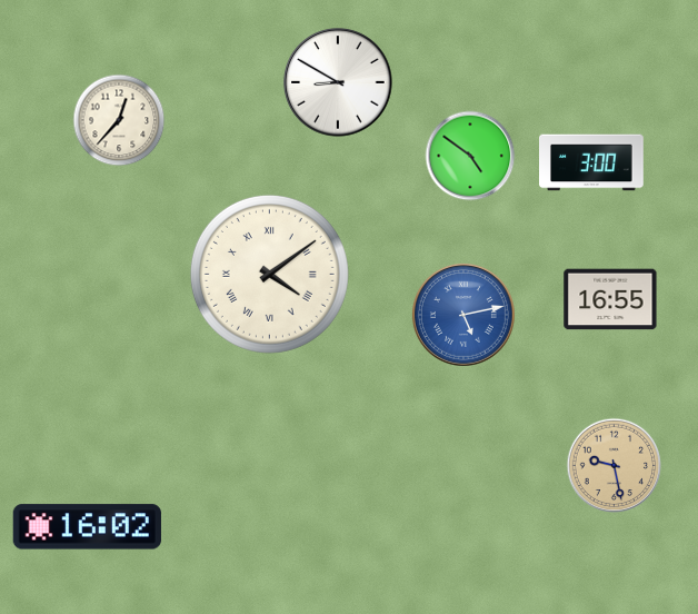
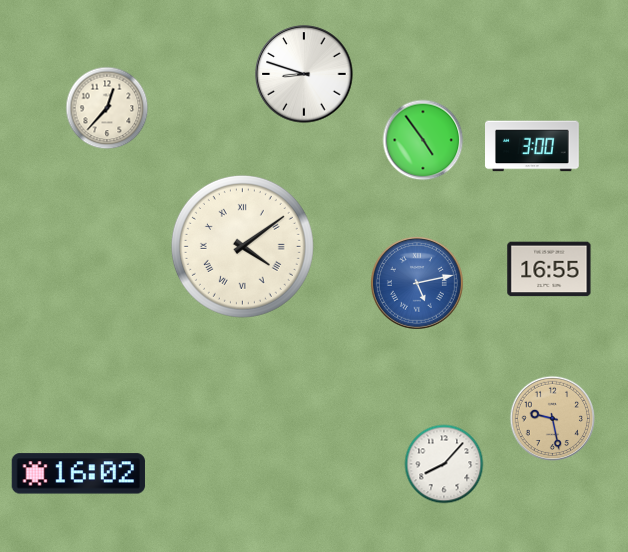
clock at (338, 82): 8:50 -> 8:48
clock at (470, 156): 4:51 -> 4:54
clock at (444, 464): none -> 8:07
